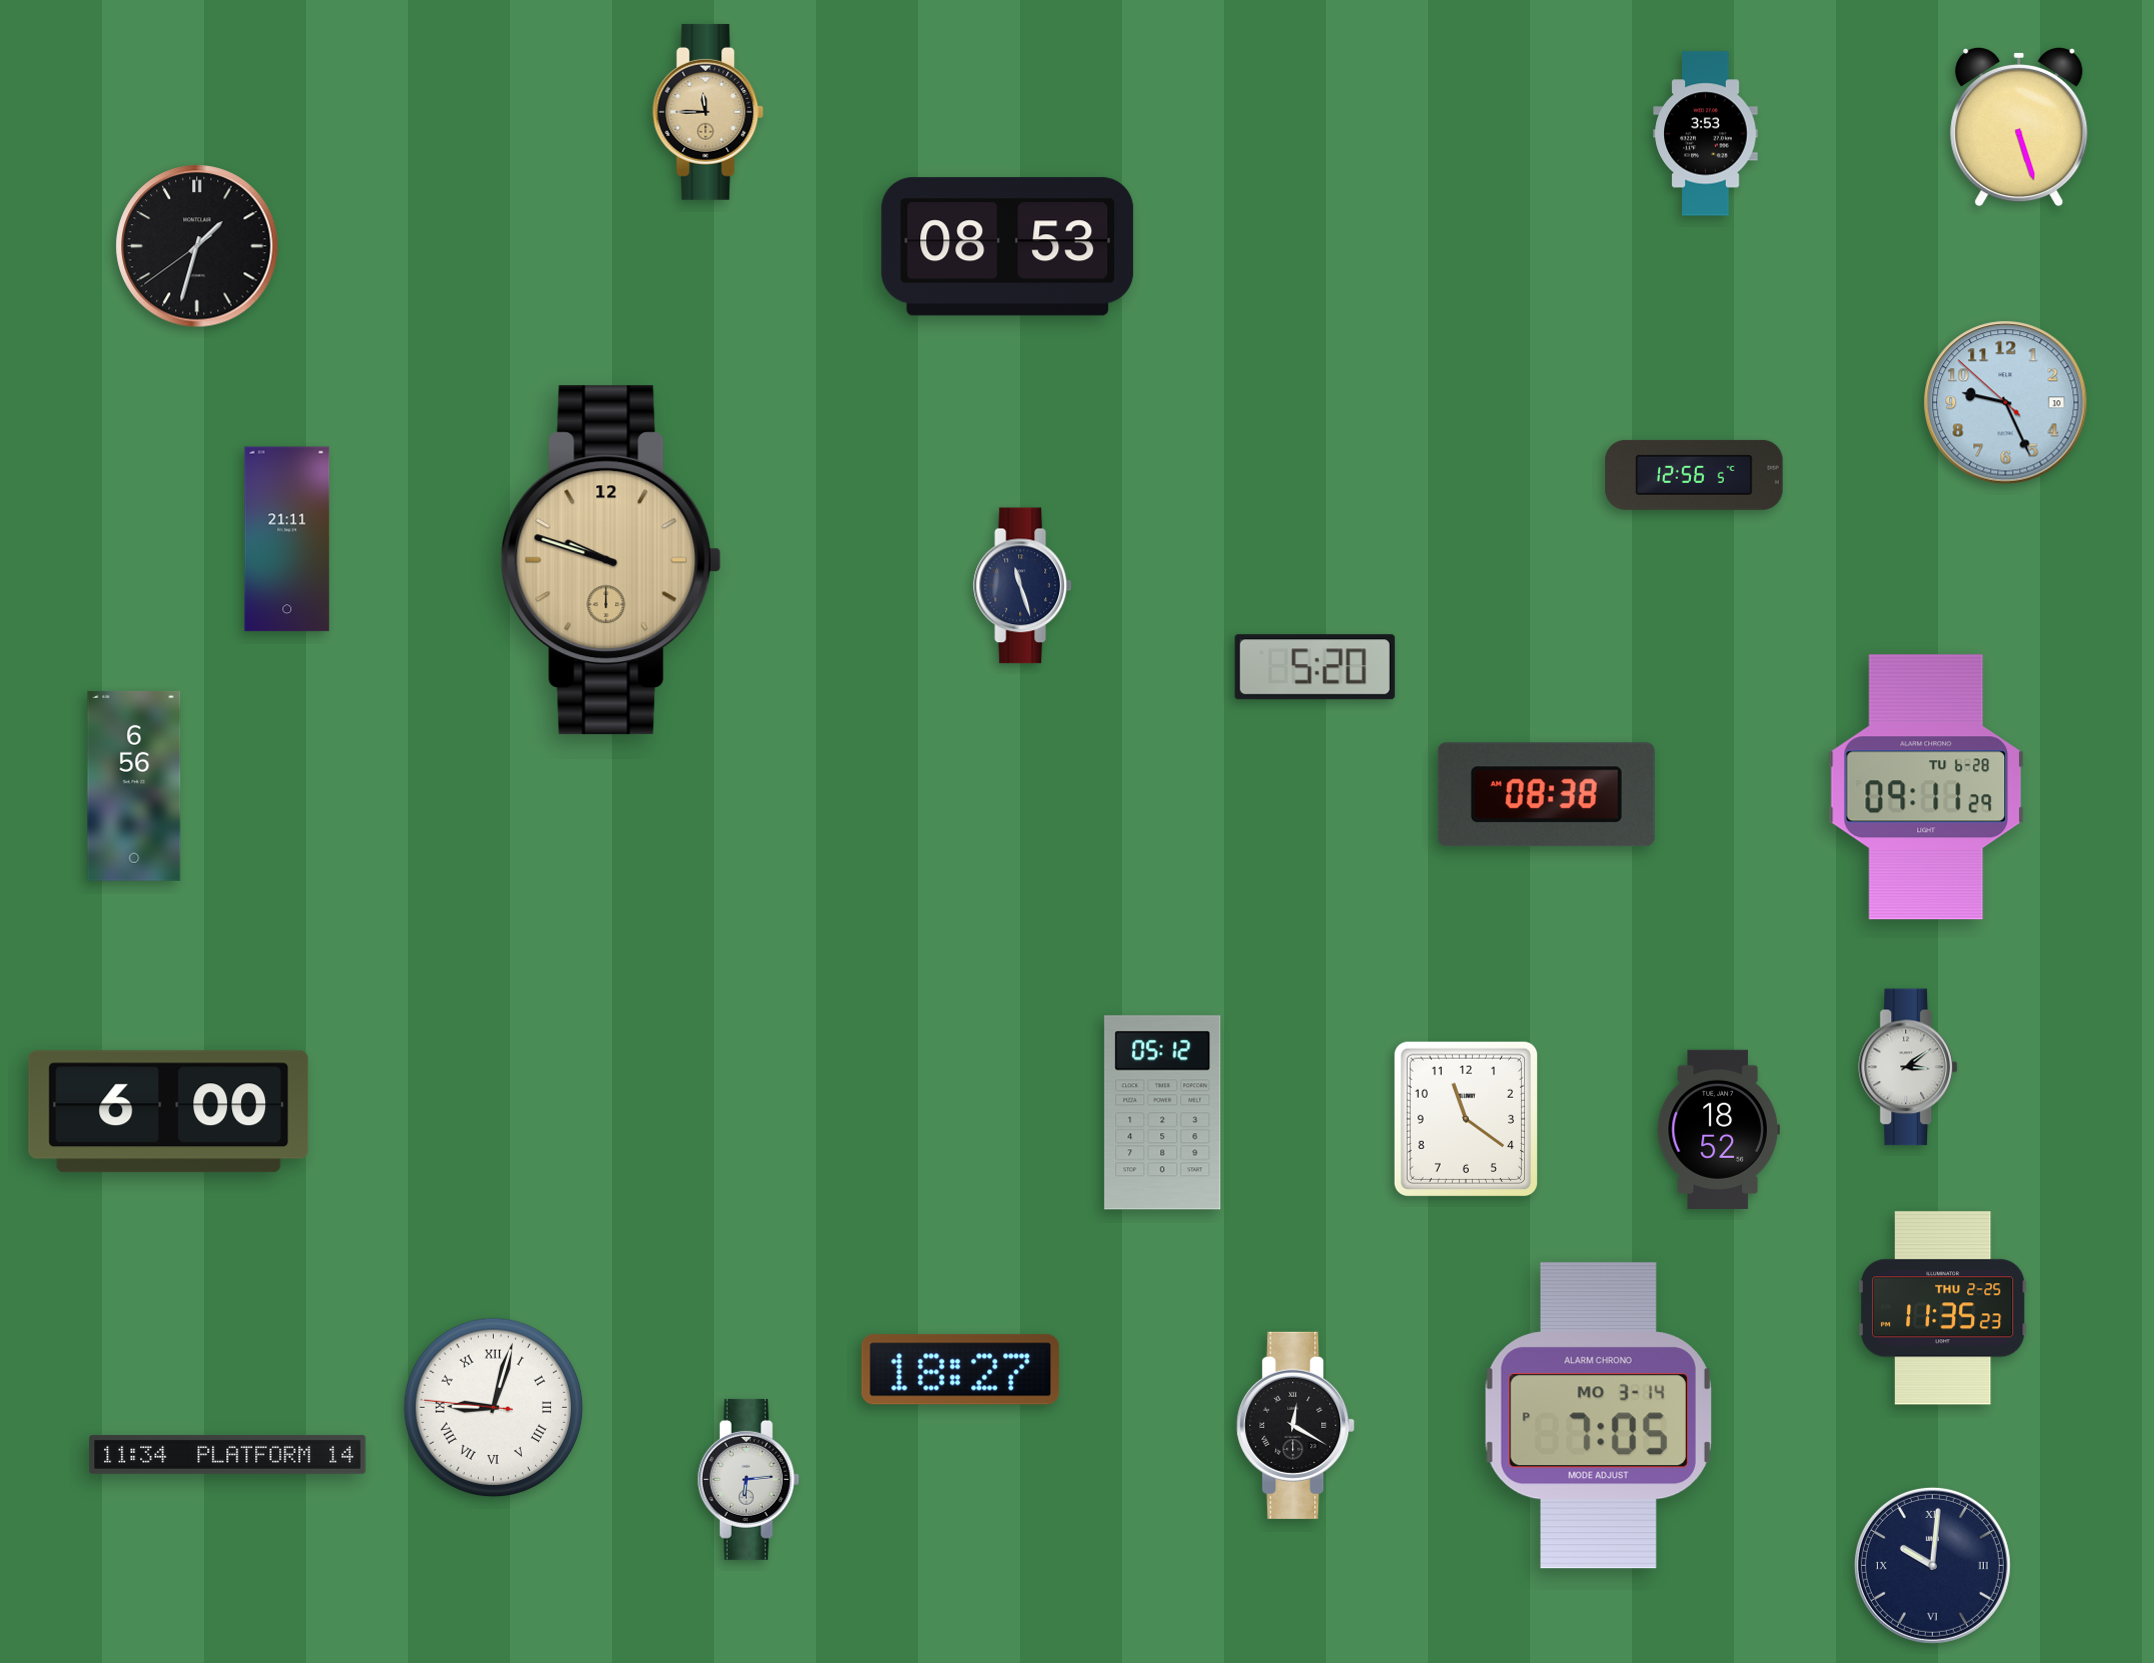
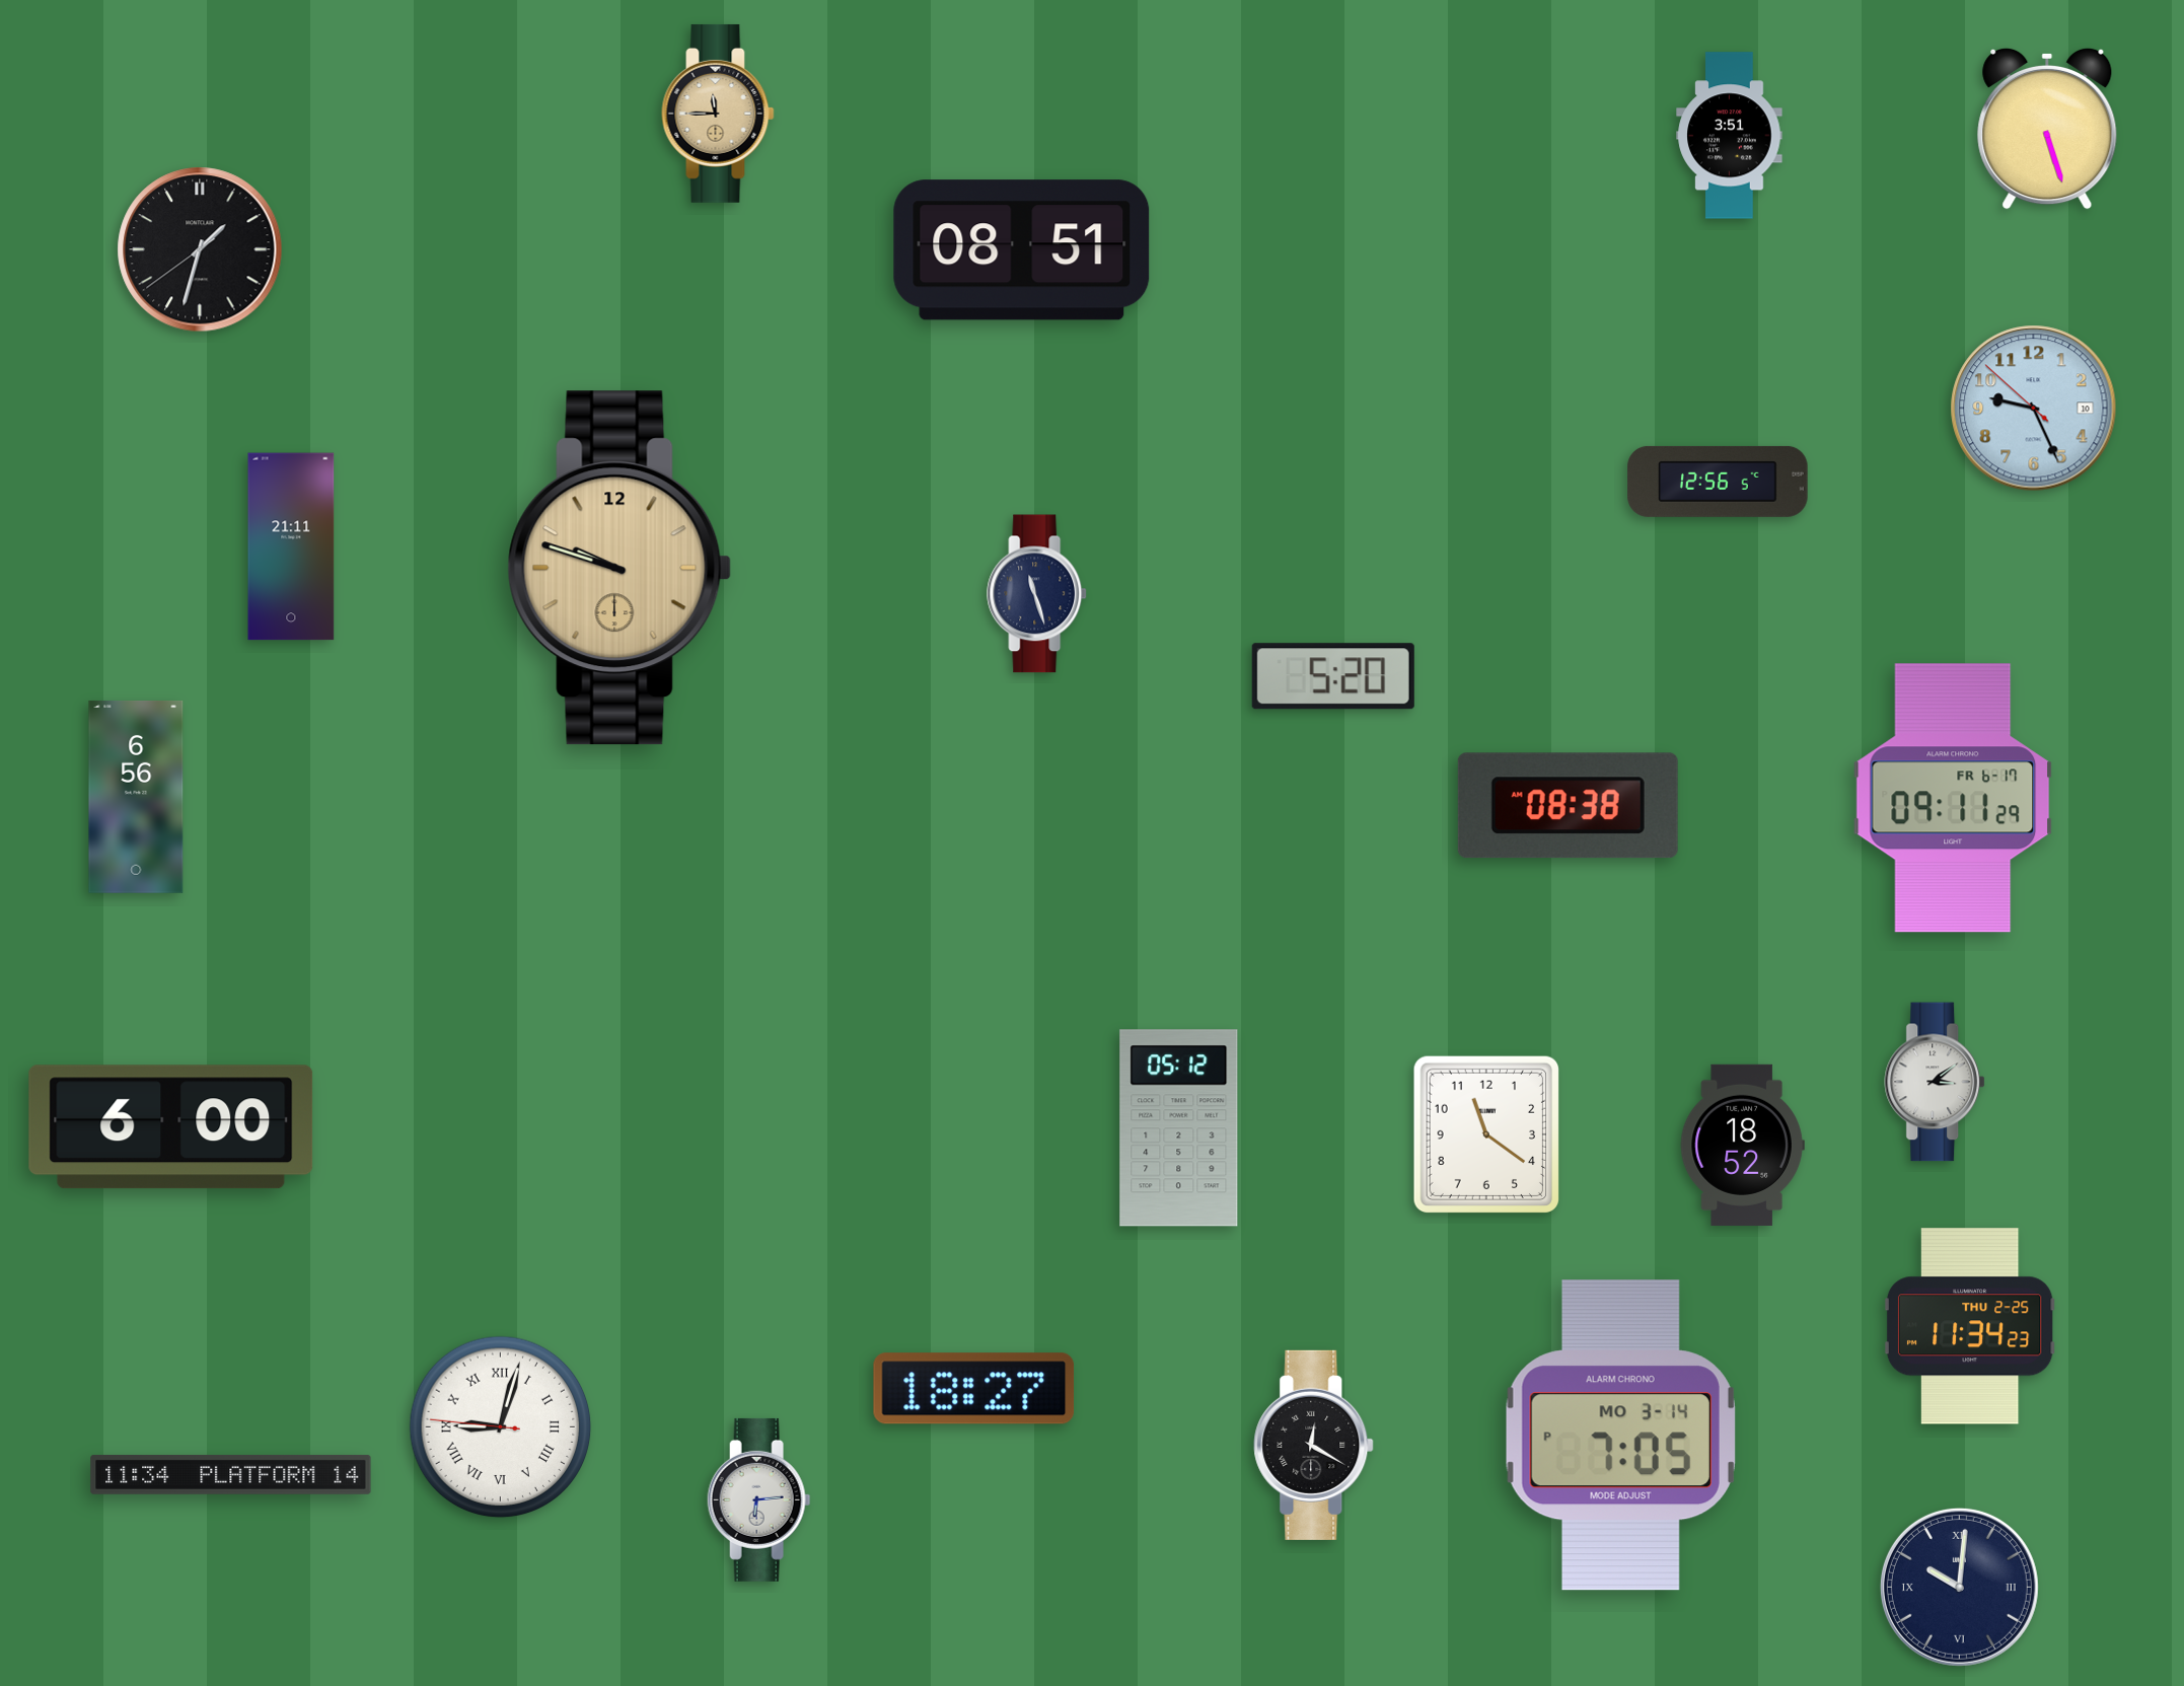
clock at (1706, 134): 3:53 -> 3:51
clock at (1008, 247): 08:53 -> 08:51
clock at (1926, 787) date: TU 6-28 -> FR 6-17
clock at (1943, 1308): 11:35 -> 11:34
